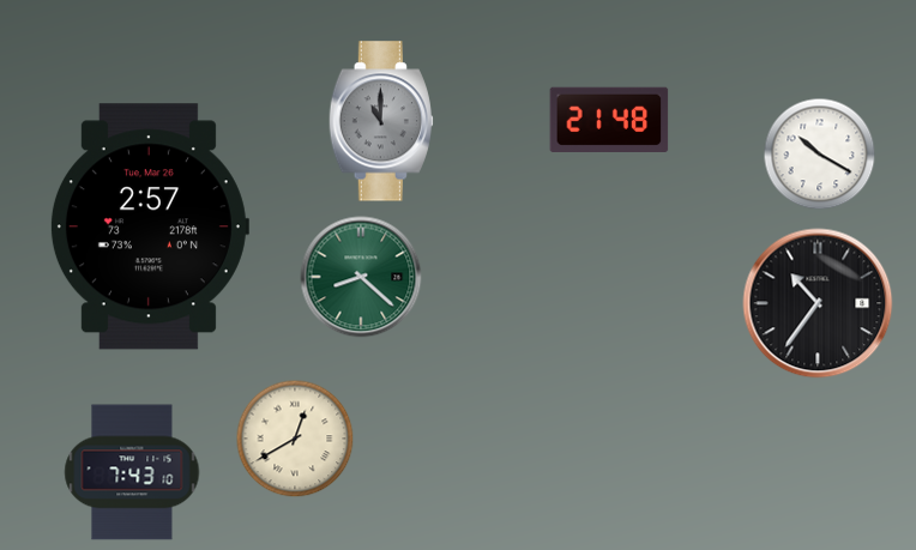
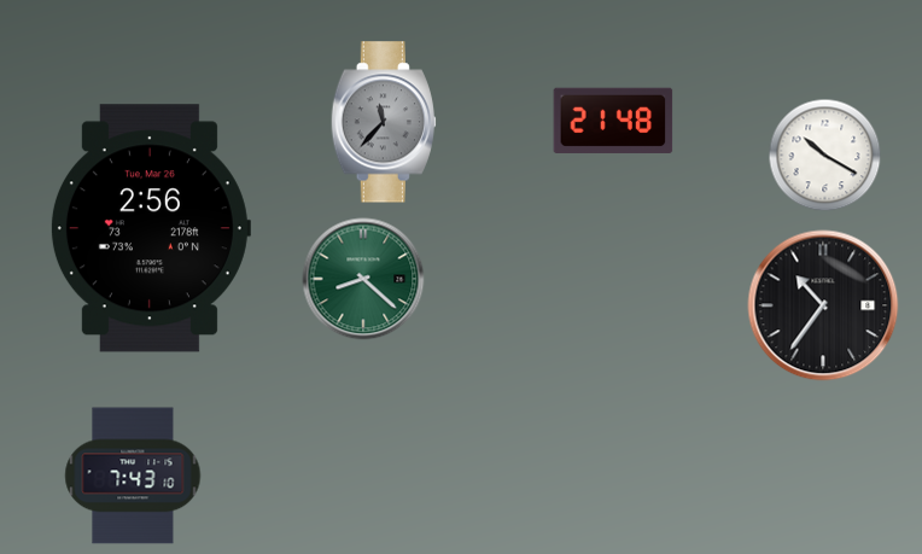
clock at (381, 121): 11:00 -> 11:37
clock at (149, 226): 2:57 -> 2:56
clock at (295, 439): 12:40 -> none
